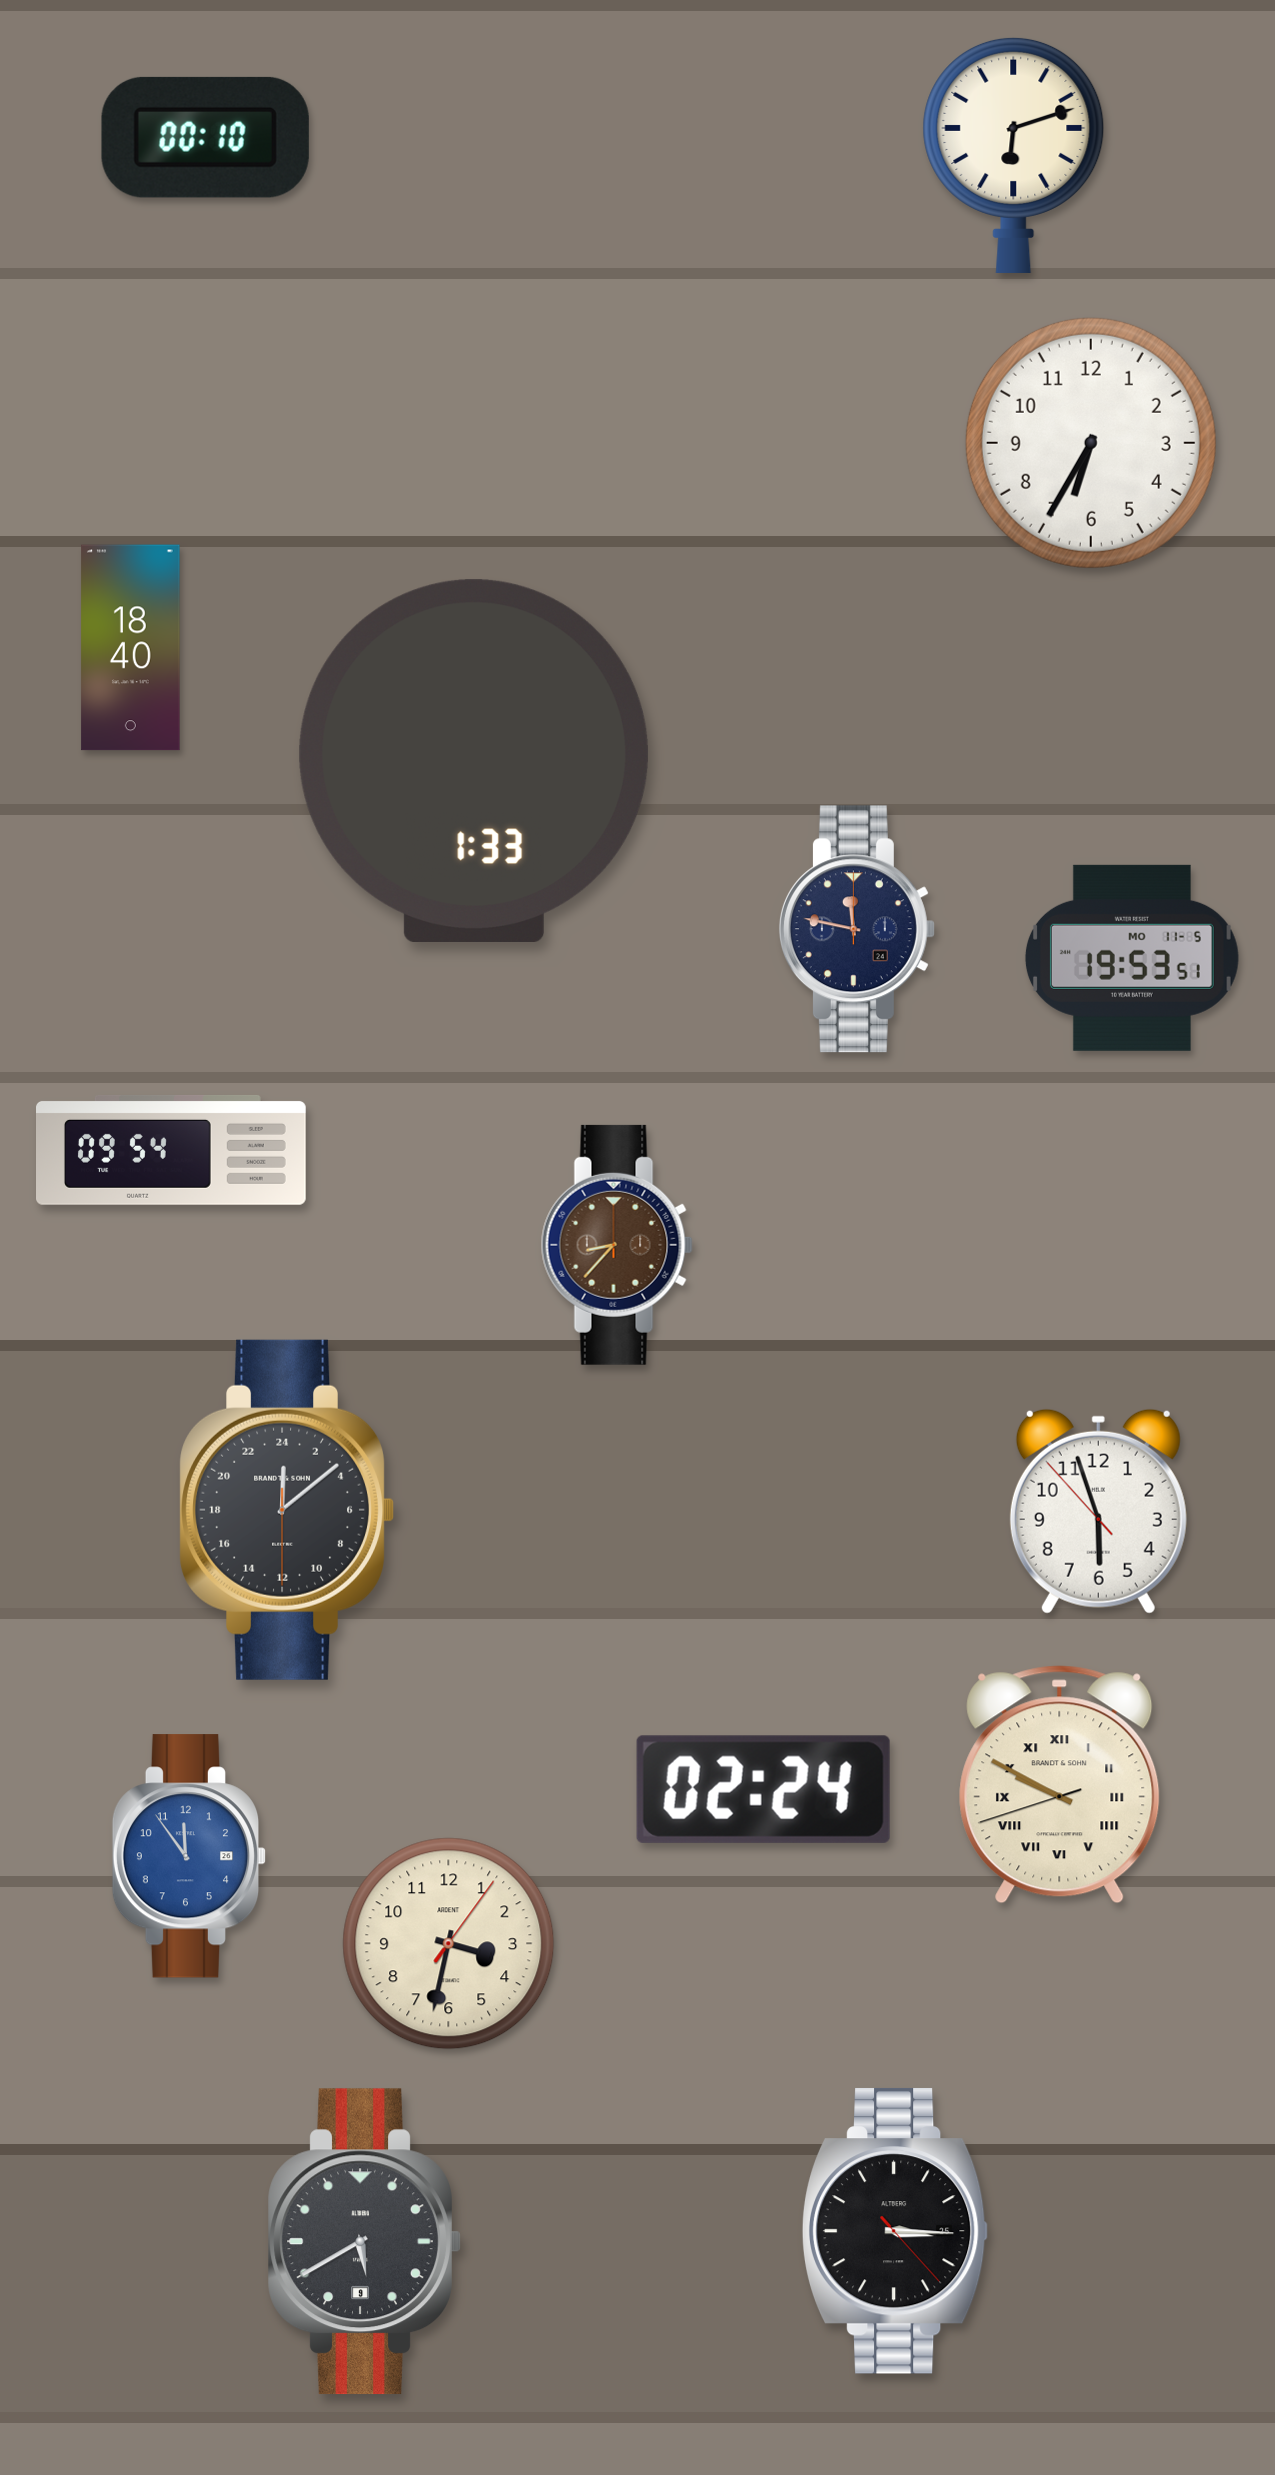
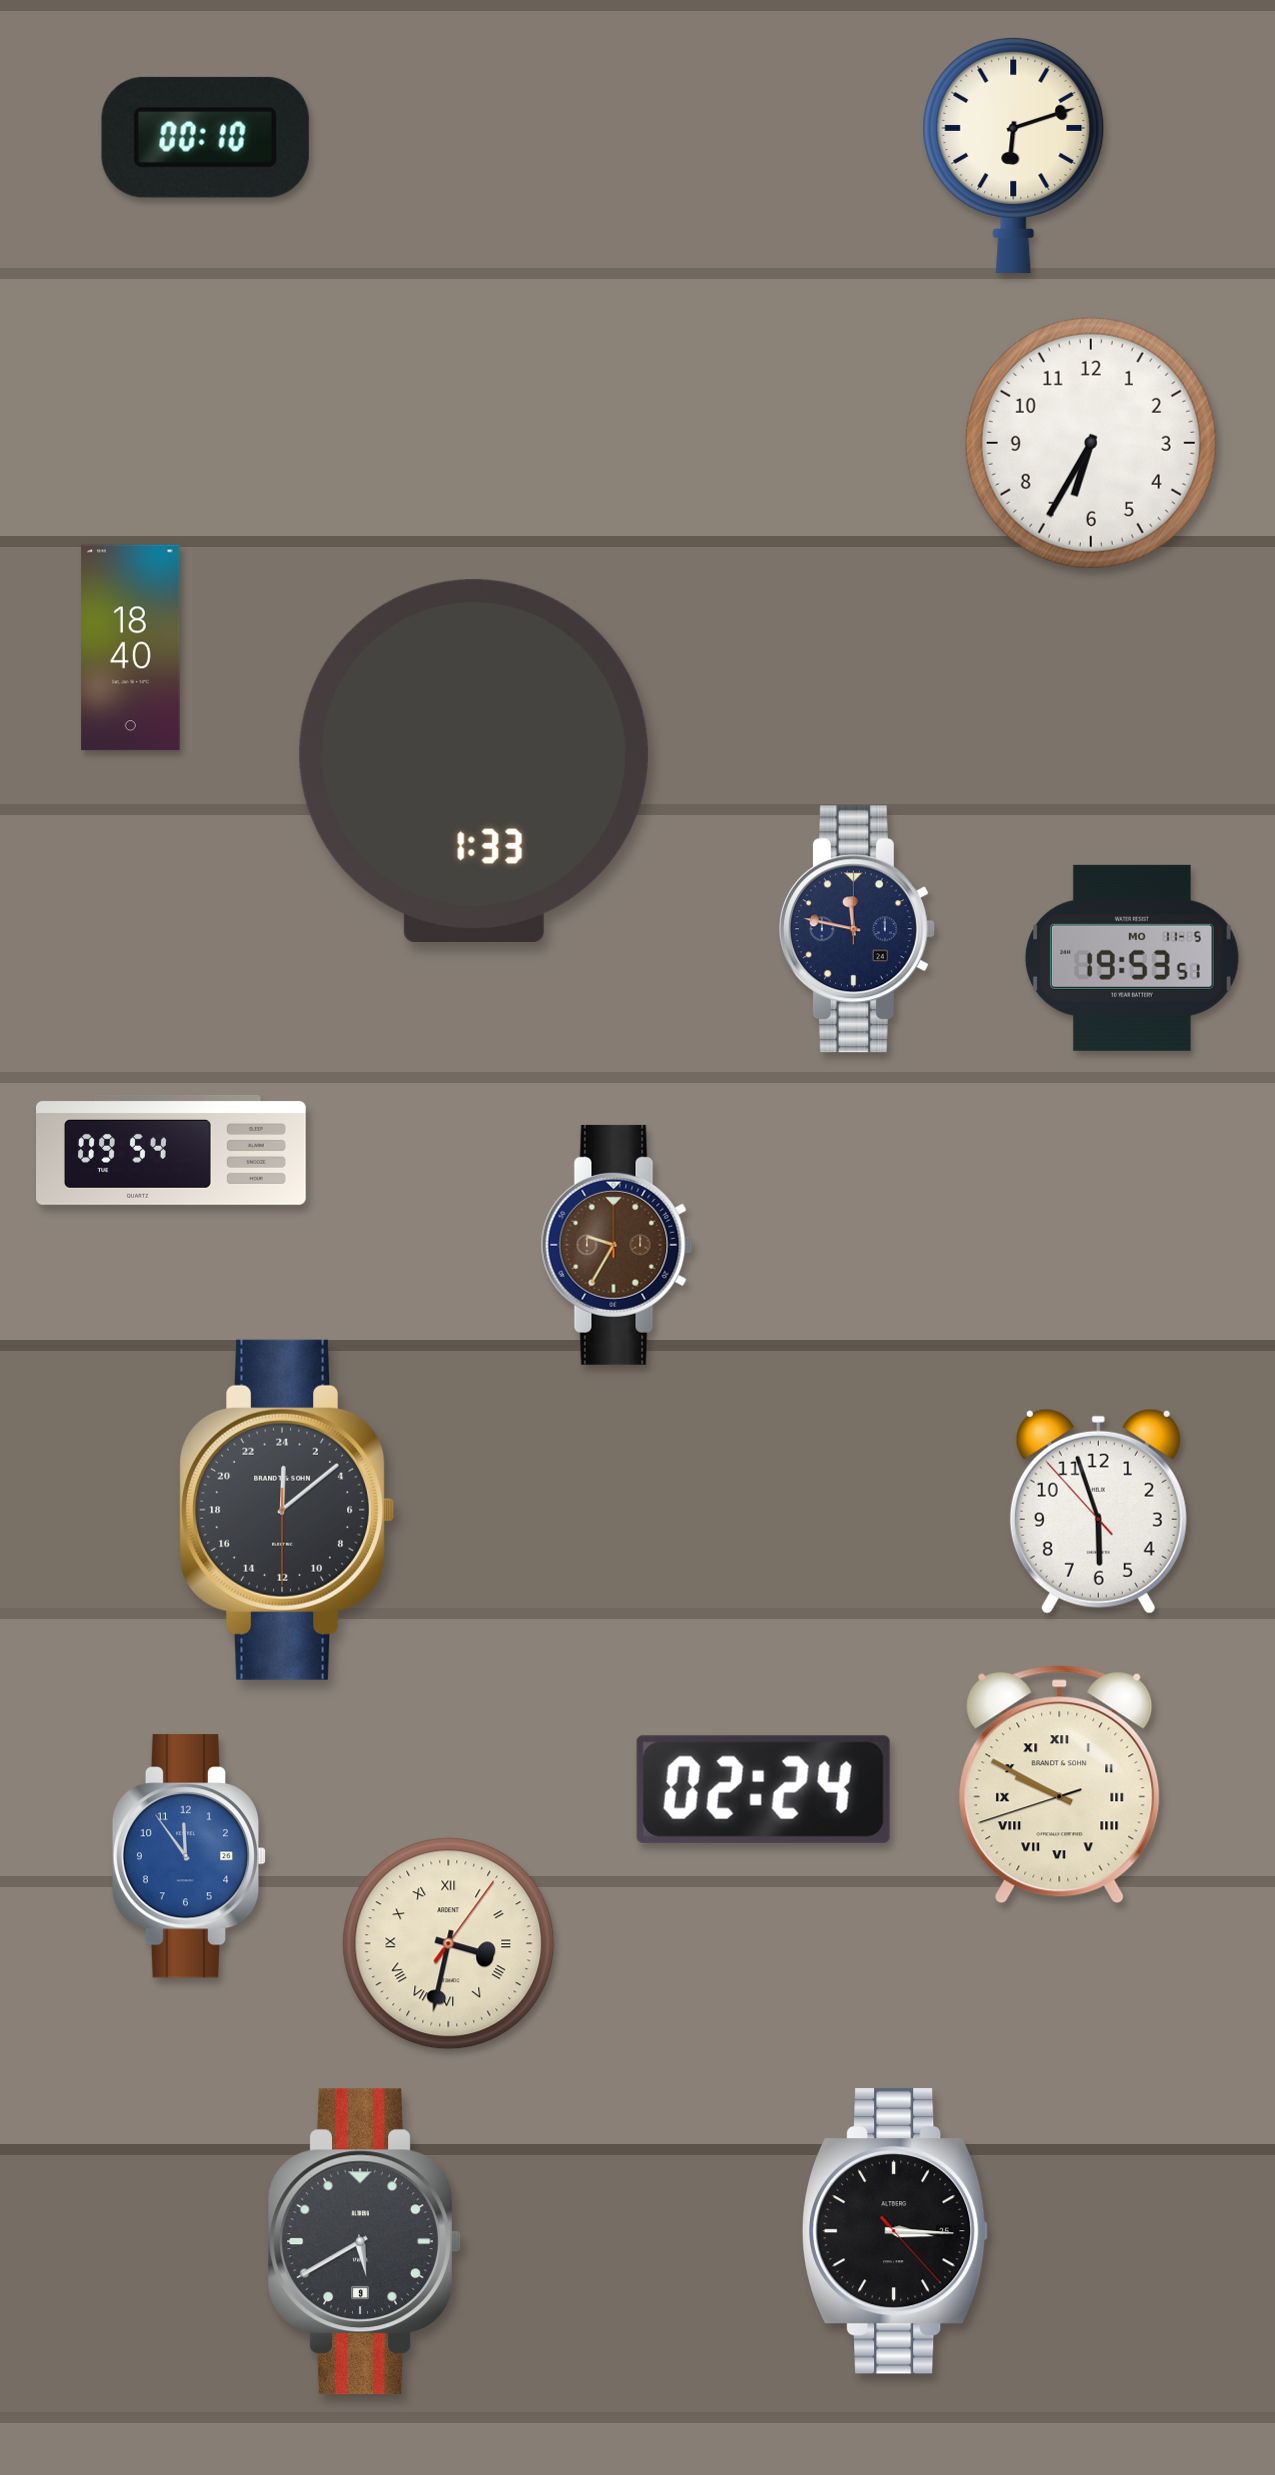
clock at (617, 1245): 8:37 -> 9:35
clock at (449, 1944) numerals: Arabic -> Roman
